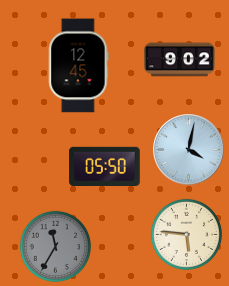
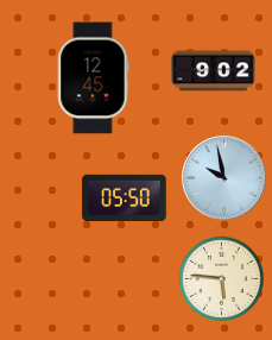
clock at (189, 150): 4:02 -> 9:58
clock at (55, 246): 11:35 -> none
